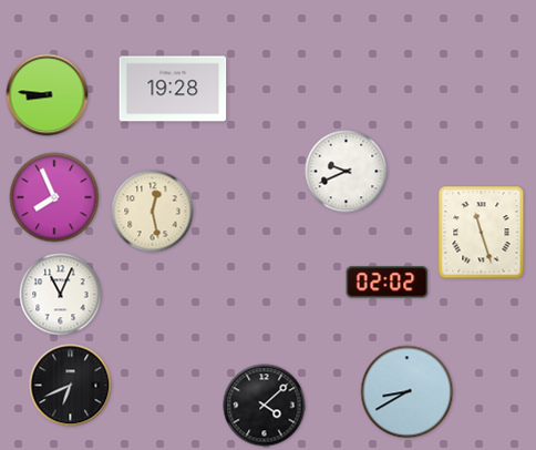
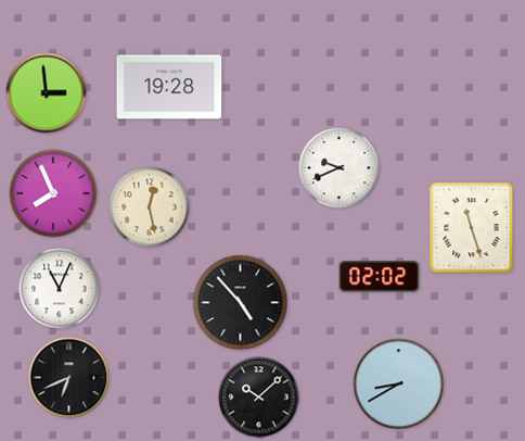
clock at (48, 95): 8:46 -> 2:59
clock at (241, 303): none -> 4:53
clock at (265, 406): 4:08 -> 10:08
